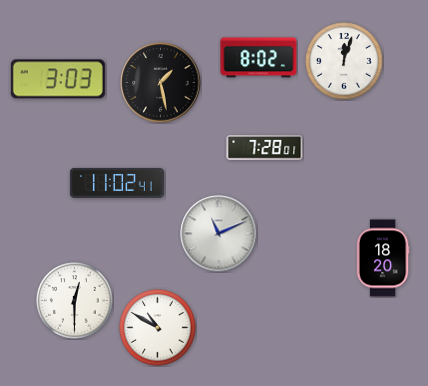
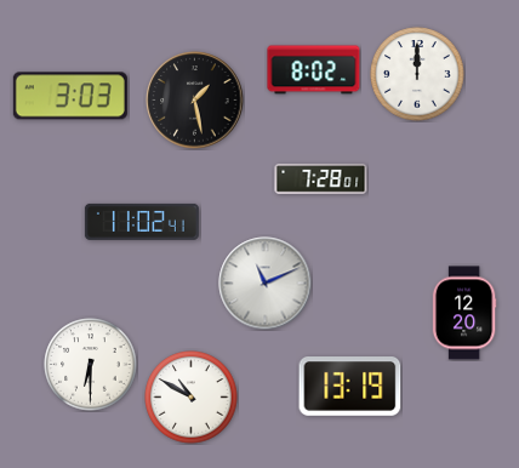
clock at (344, 61): 12:03 -> 12:00
clock at (383, 258): 18:20 -> 12:20
clock at (75, 301): 12:30 -> 6:30
clock at (350, 387): none -> 13:19
